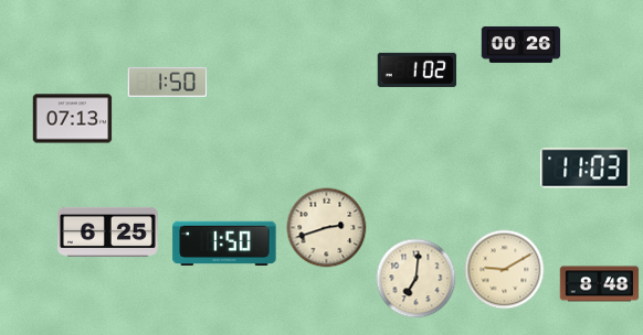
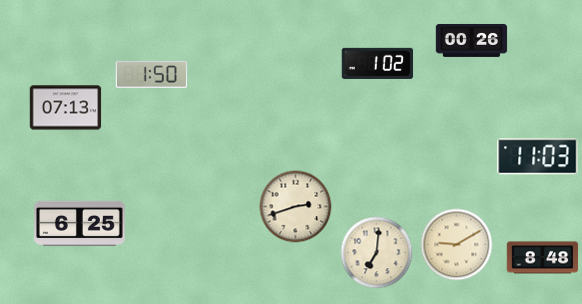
clock at (586, 169) position: (586, 169) -> (538, 157)
clock at (108, 231) position: (108, 231) -> (80, 223)
clock at (224, 242): 1:50 -> none
